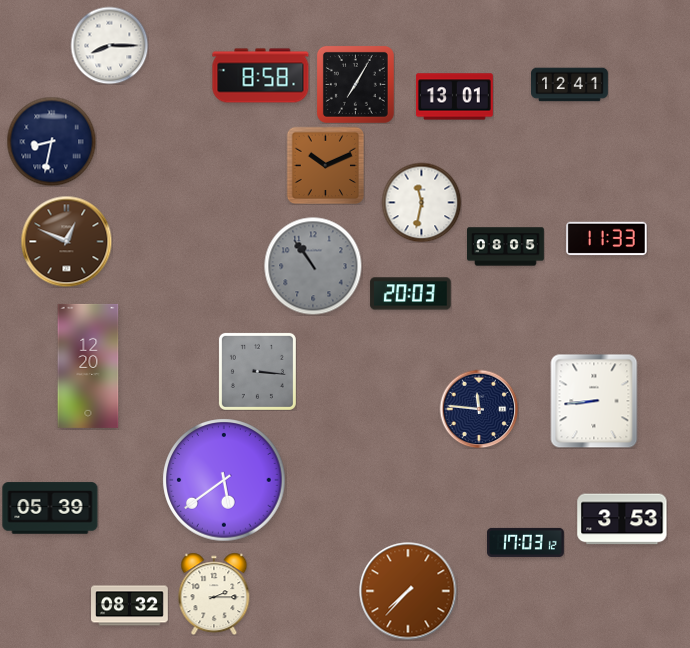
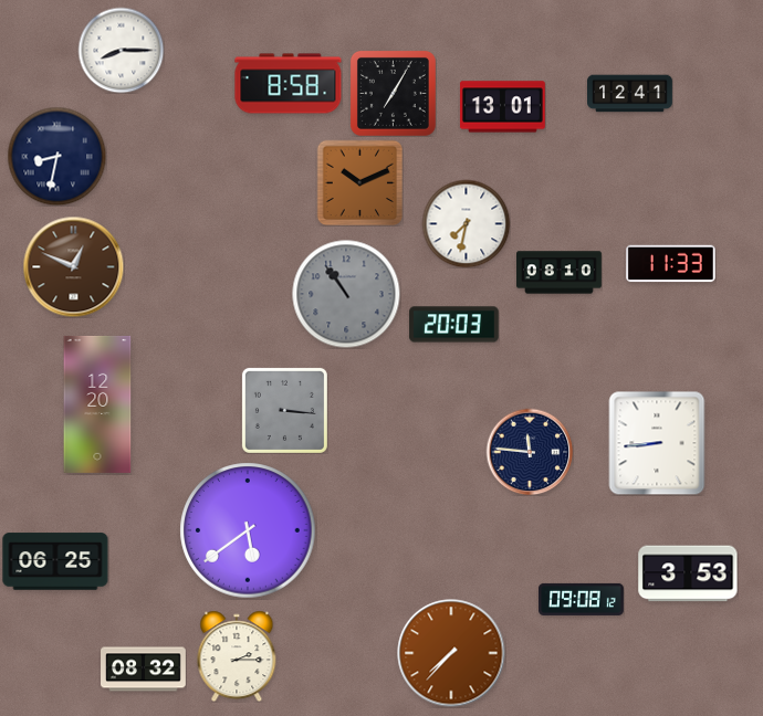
clock at (421, 202): 11:32 -> 7:32
clock at (506, 247): 08:05 -> 08:10
clock at (50, 508): 05:39 -> 06:25
clock at (526, 542): 17:03 -> 09:08
